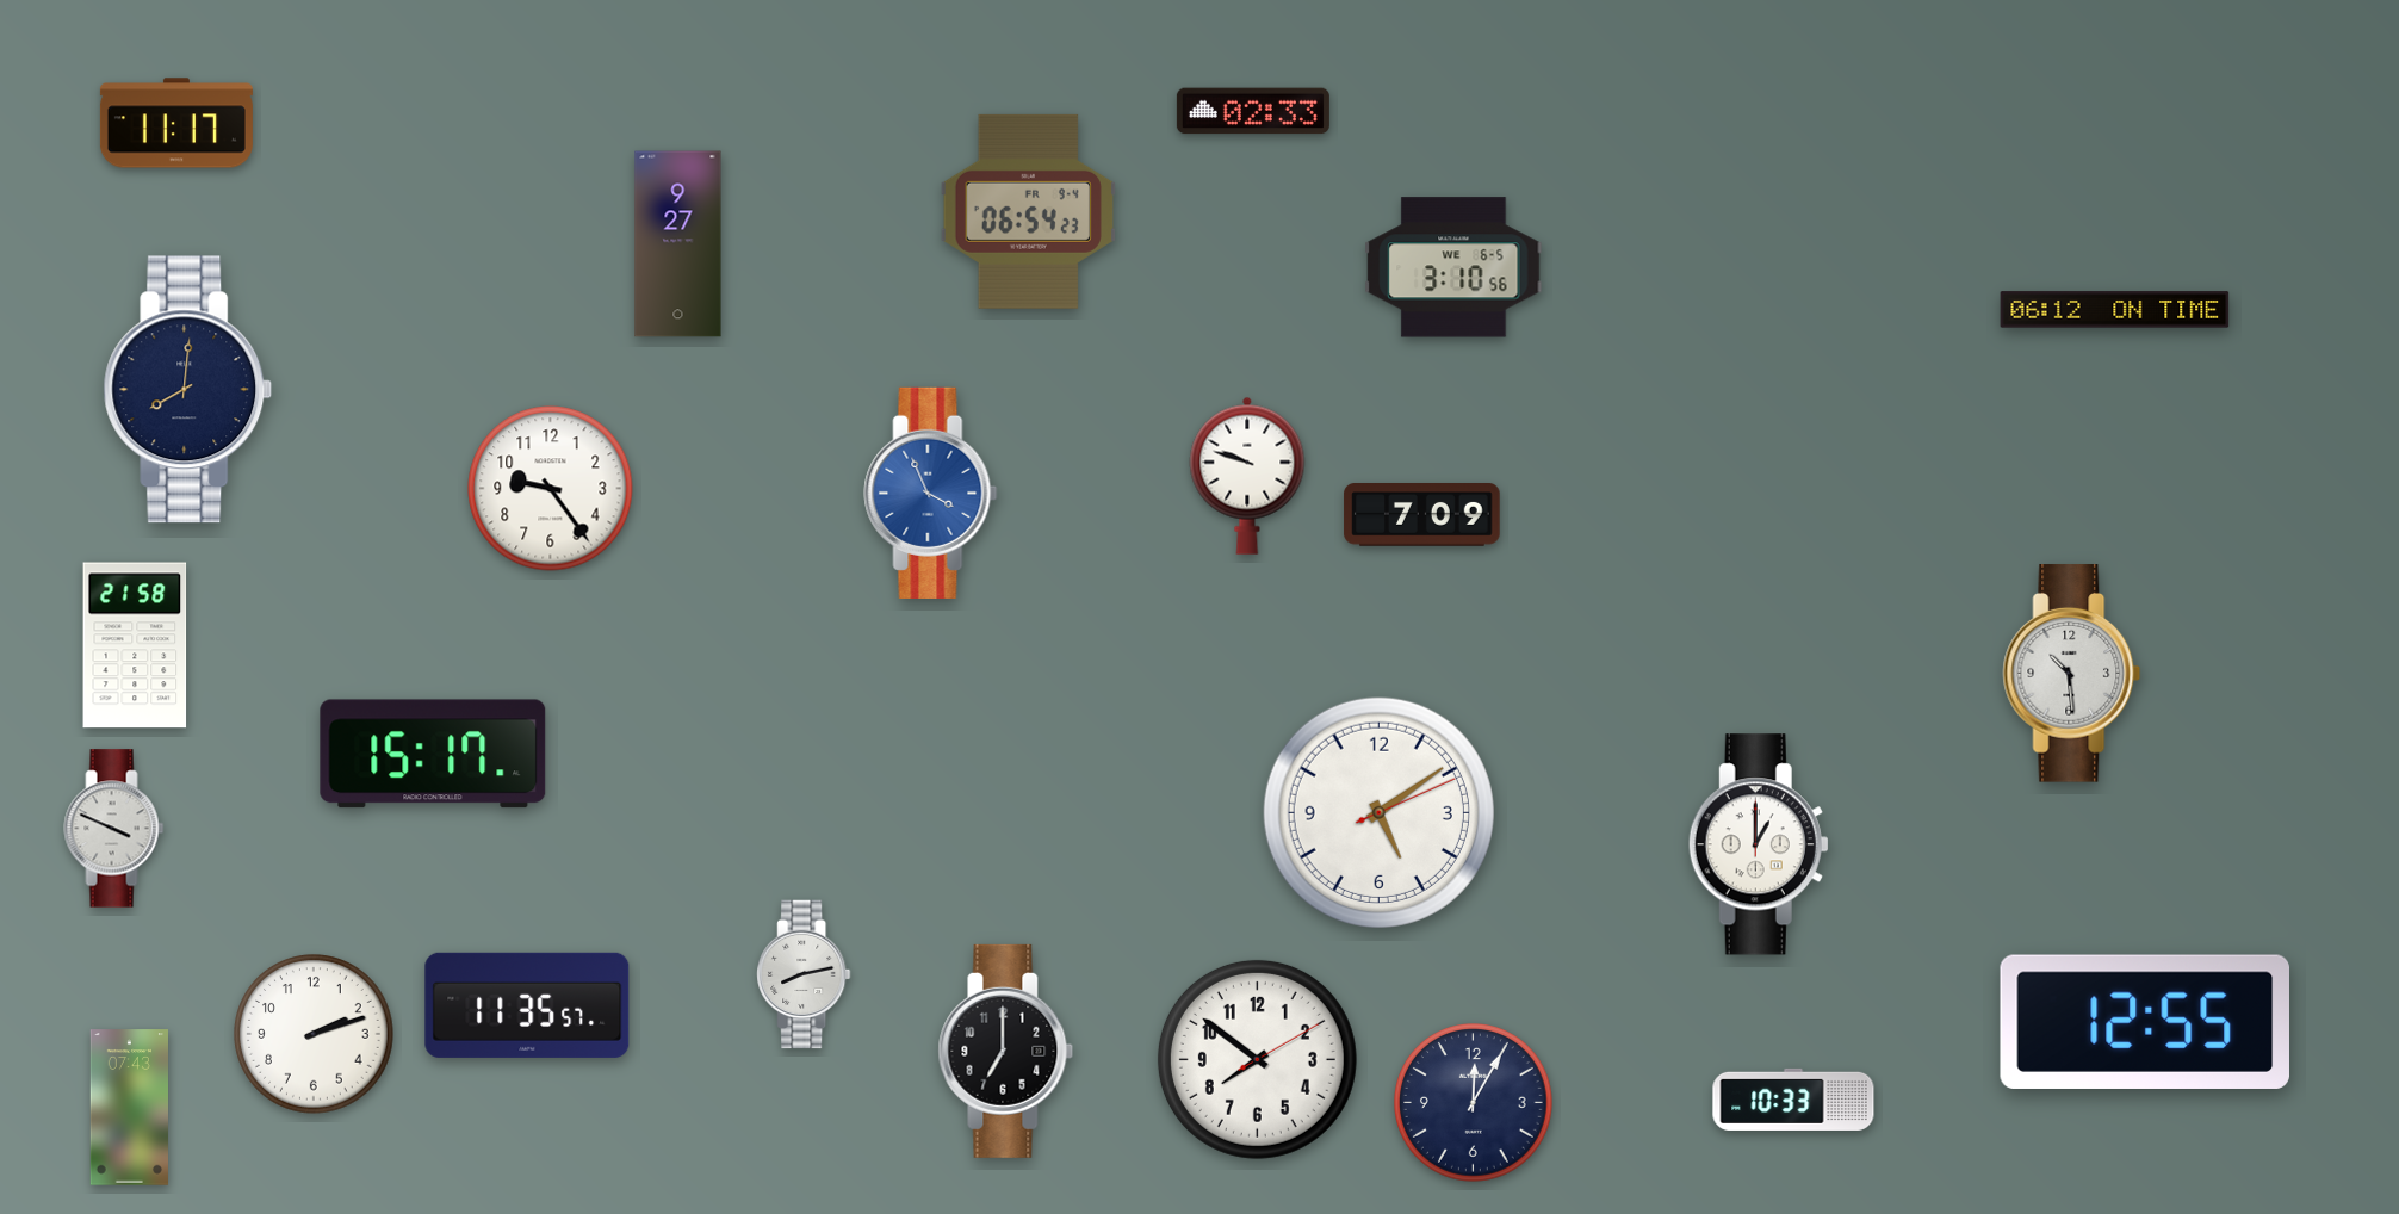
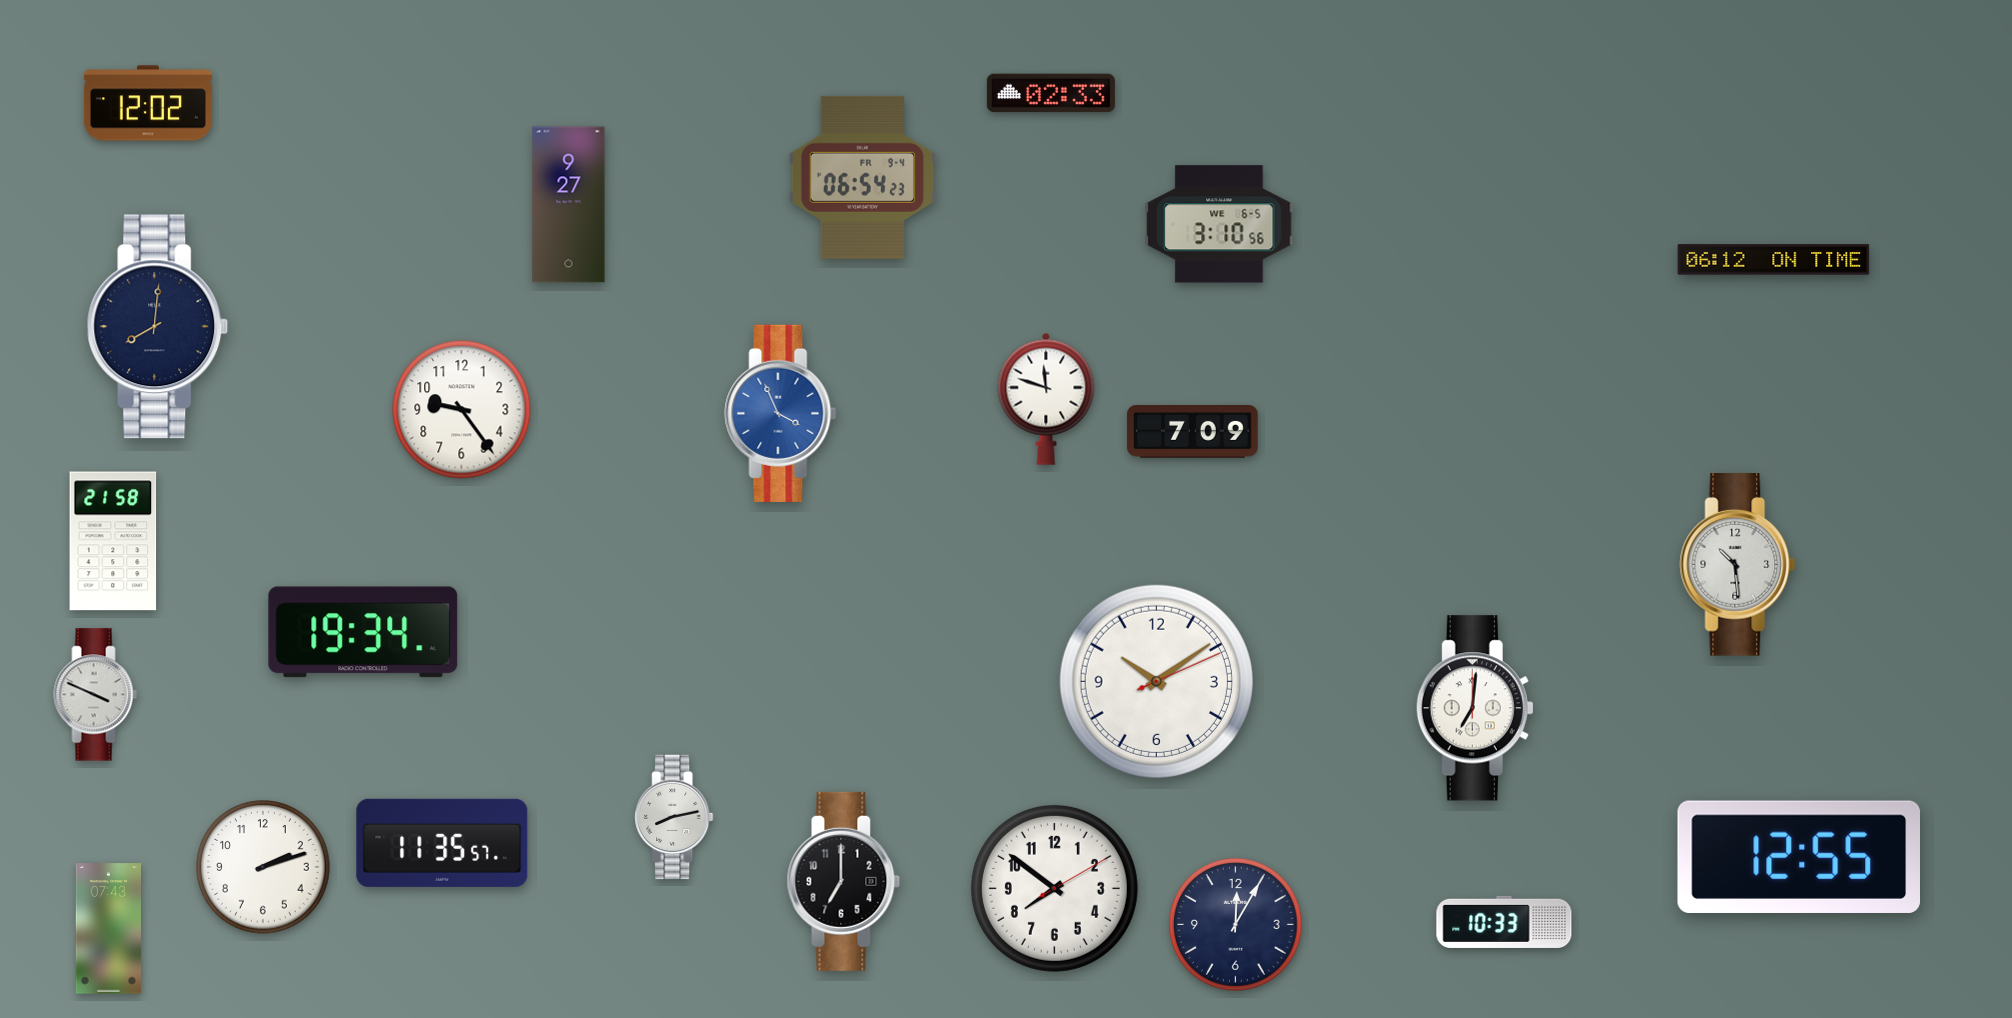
clock at (176, 123): 11:17 -> 12:02
clock at (1247, 476): 9:48 -> 11:48
clock at (433, 754): 15:17 -> 19:34
clock at (1378, 812): 5:09 -> 10:09
clock at (1759, 844): 1:00 -> 7:01
